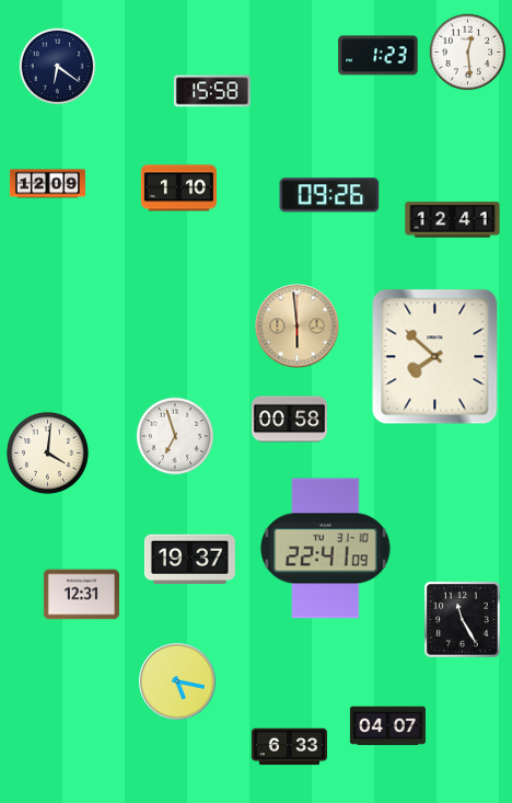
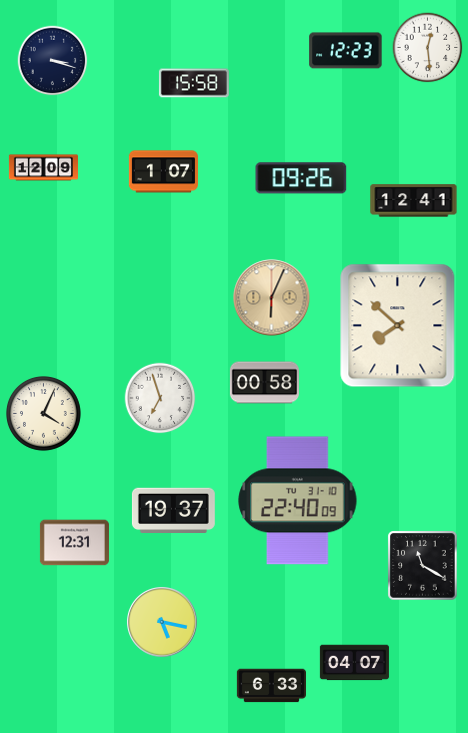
clock at (379, 56): 1:23 -> 12:23
clock at (58, 67): 6:21 -> 3:18
clock at (178, 188): 1:10 -> 1:07
clock at (298, 326): 5:59 -> 6:04
clock at (48, 454): 4:01 -> 4:04
clock at (326, 549): 22:41 -> 22:40
clock at (463, 620): 11:25 -> 11:20
clock at (289, 747) position: (289, 747) -> (271, 686)
